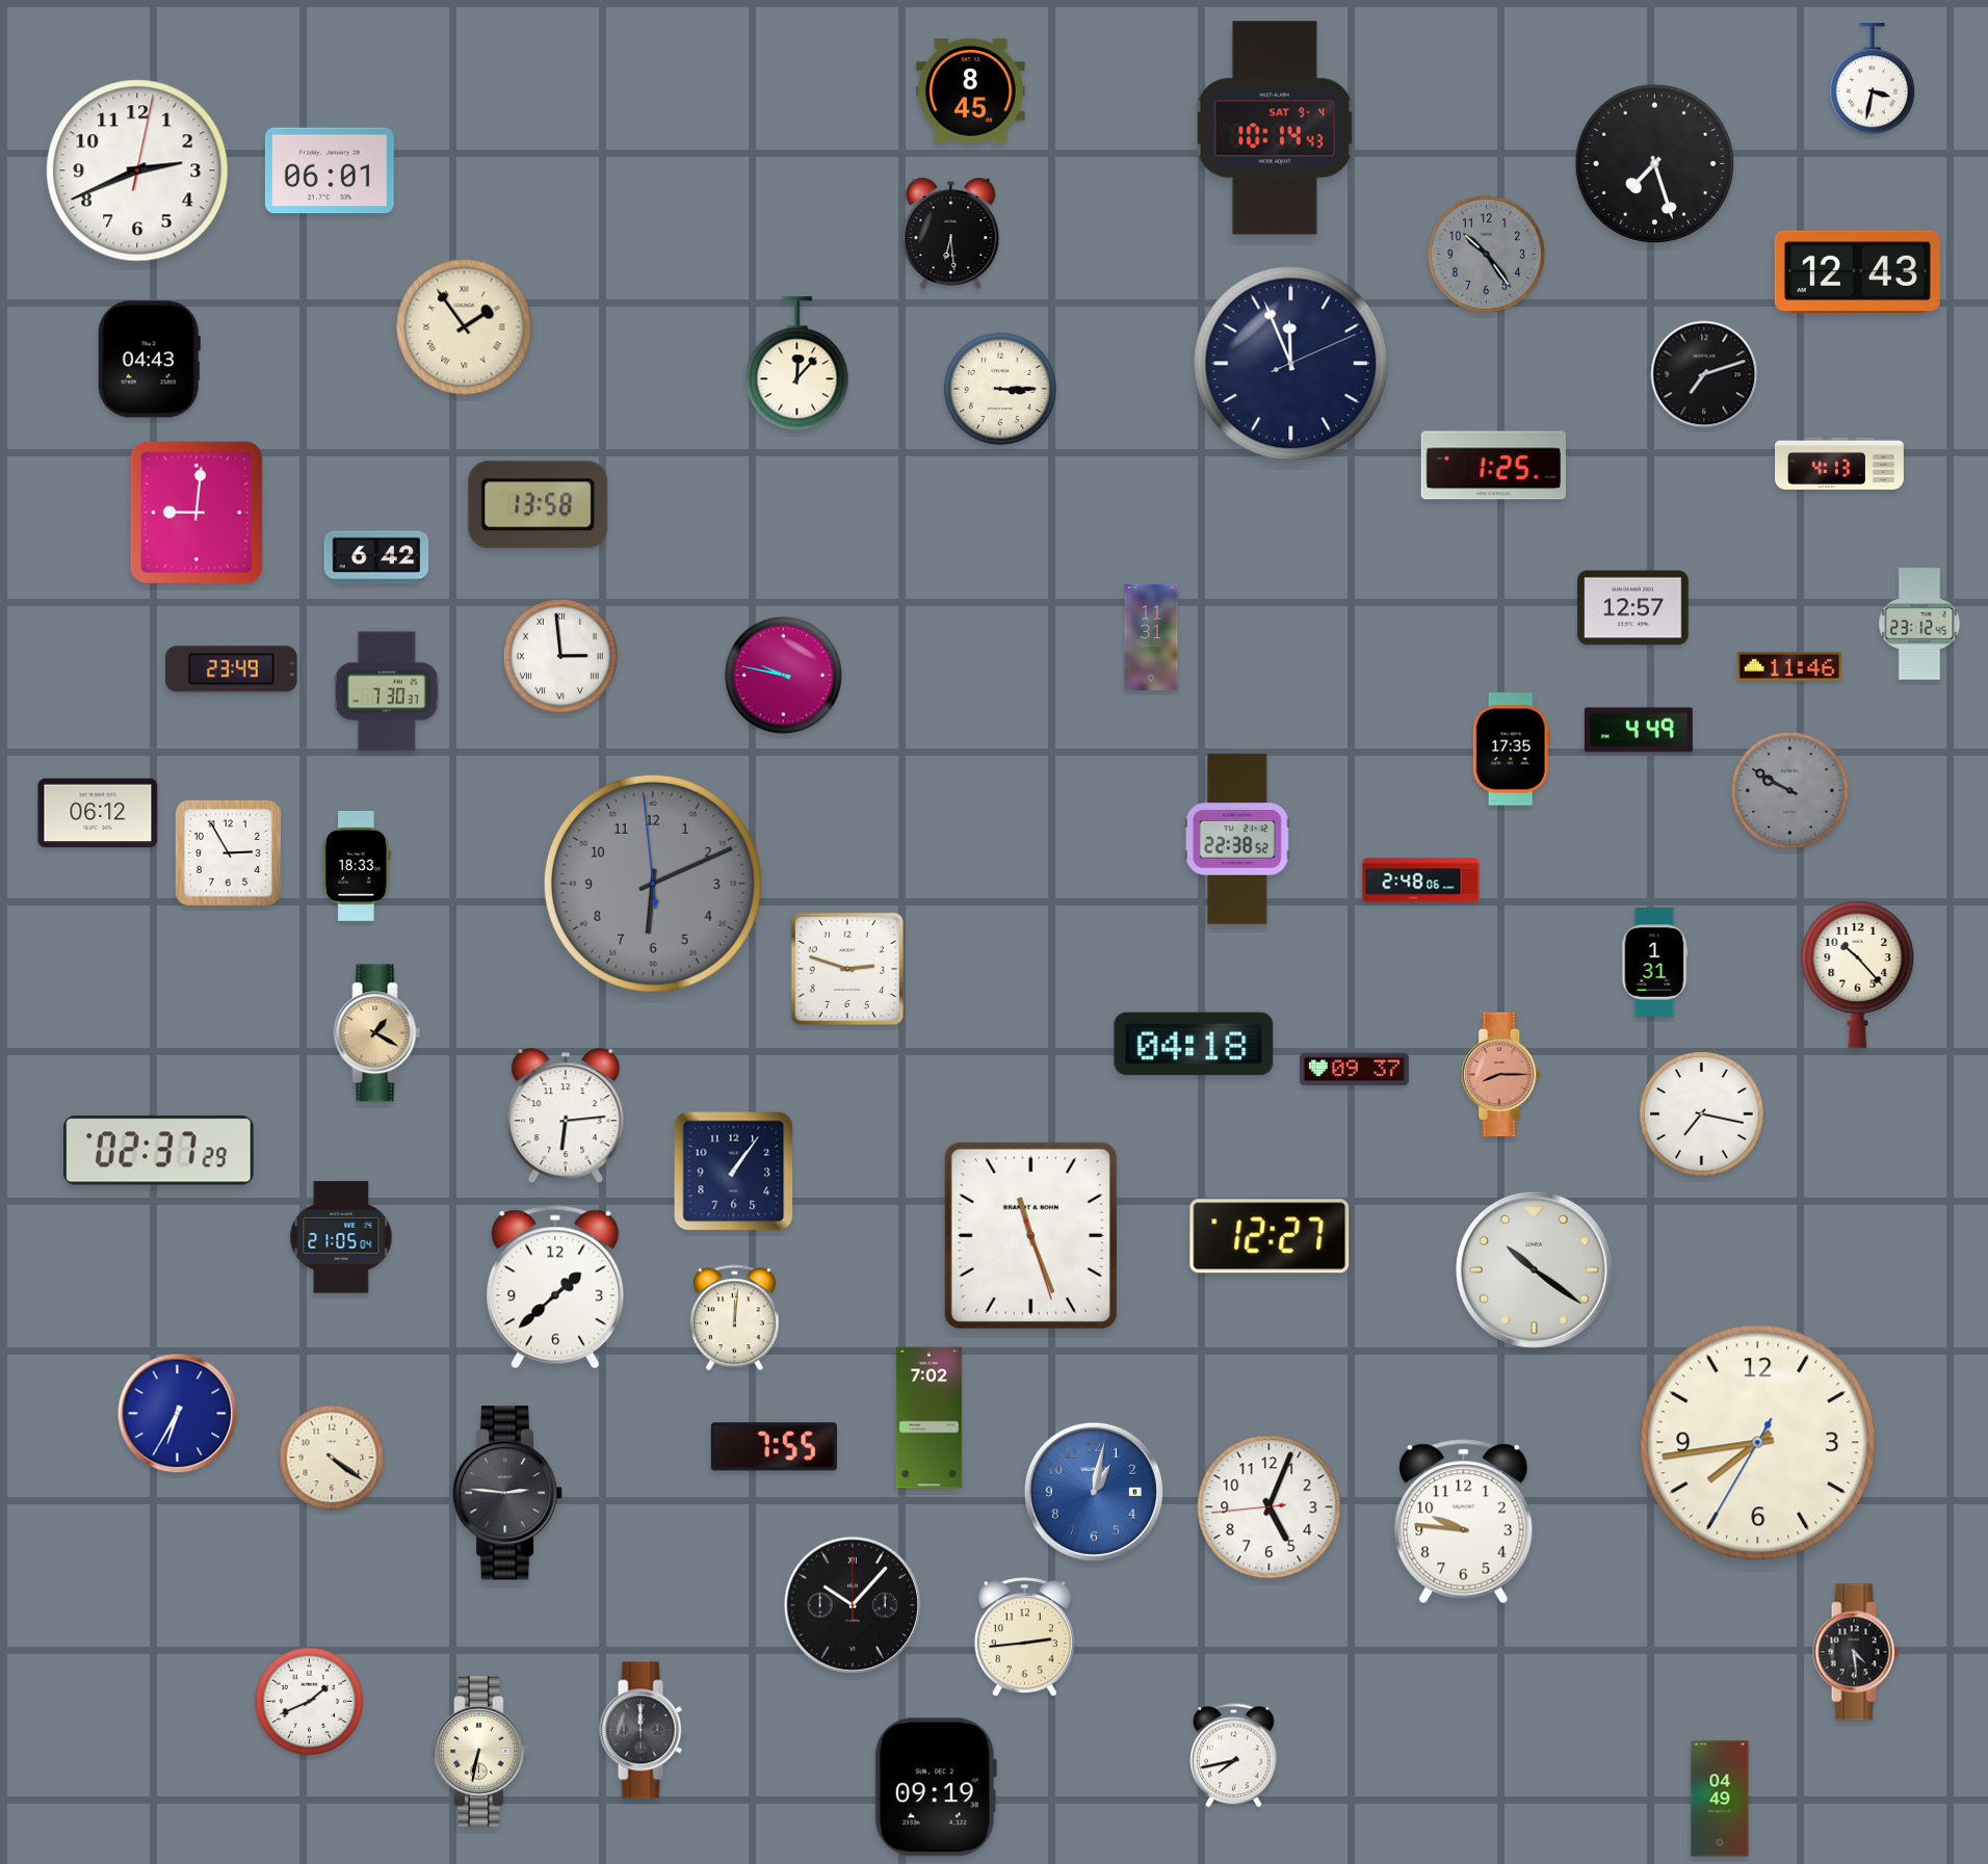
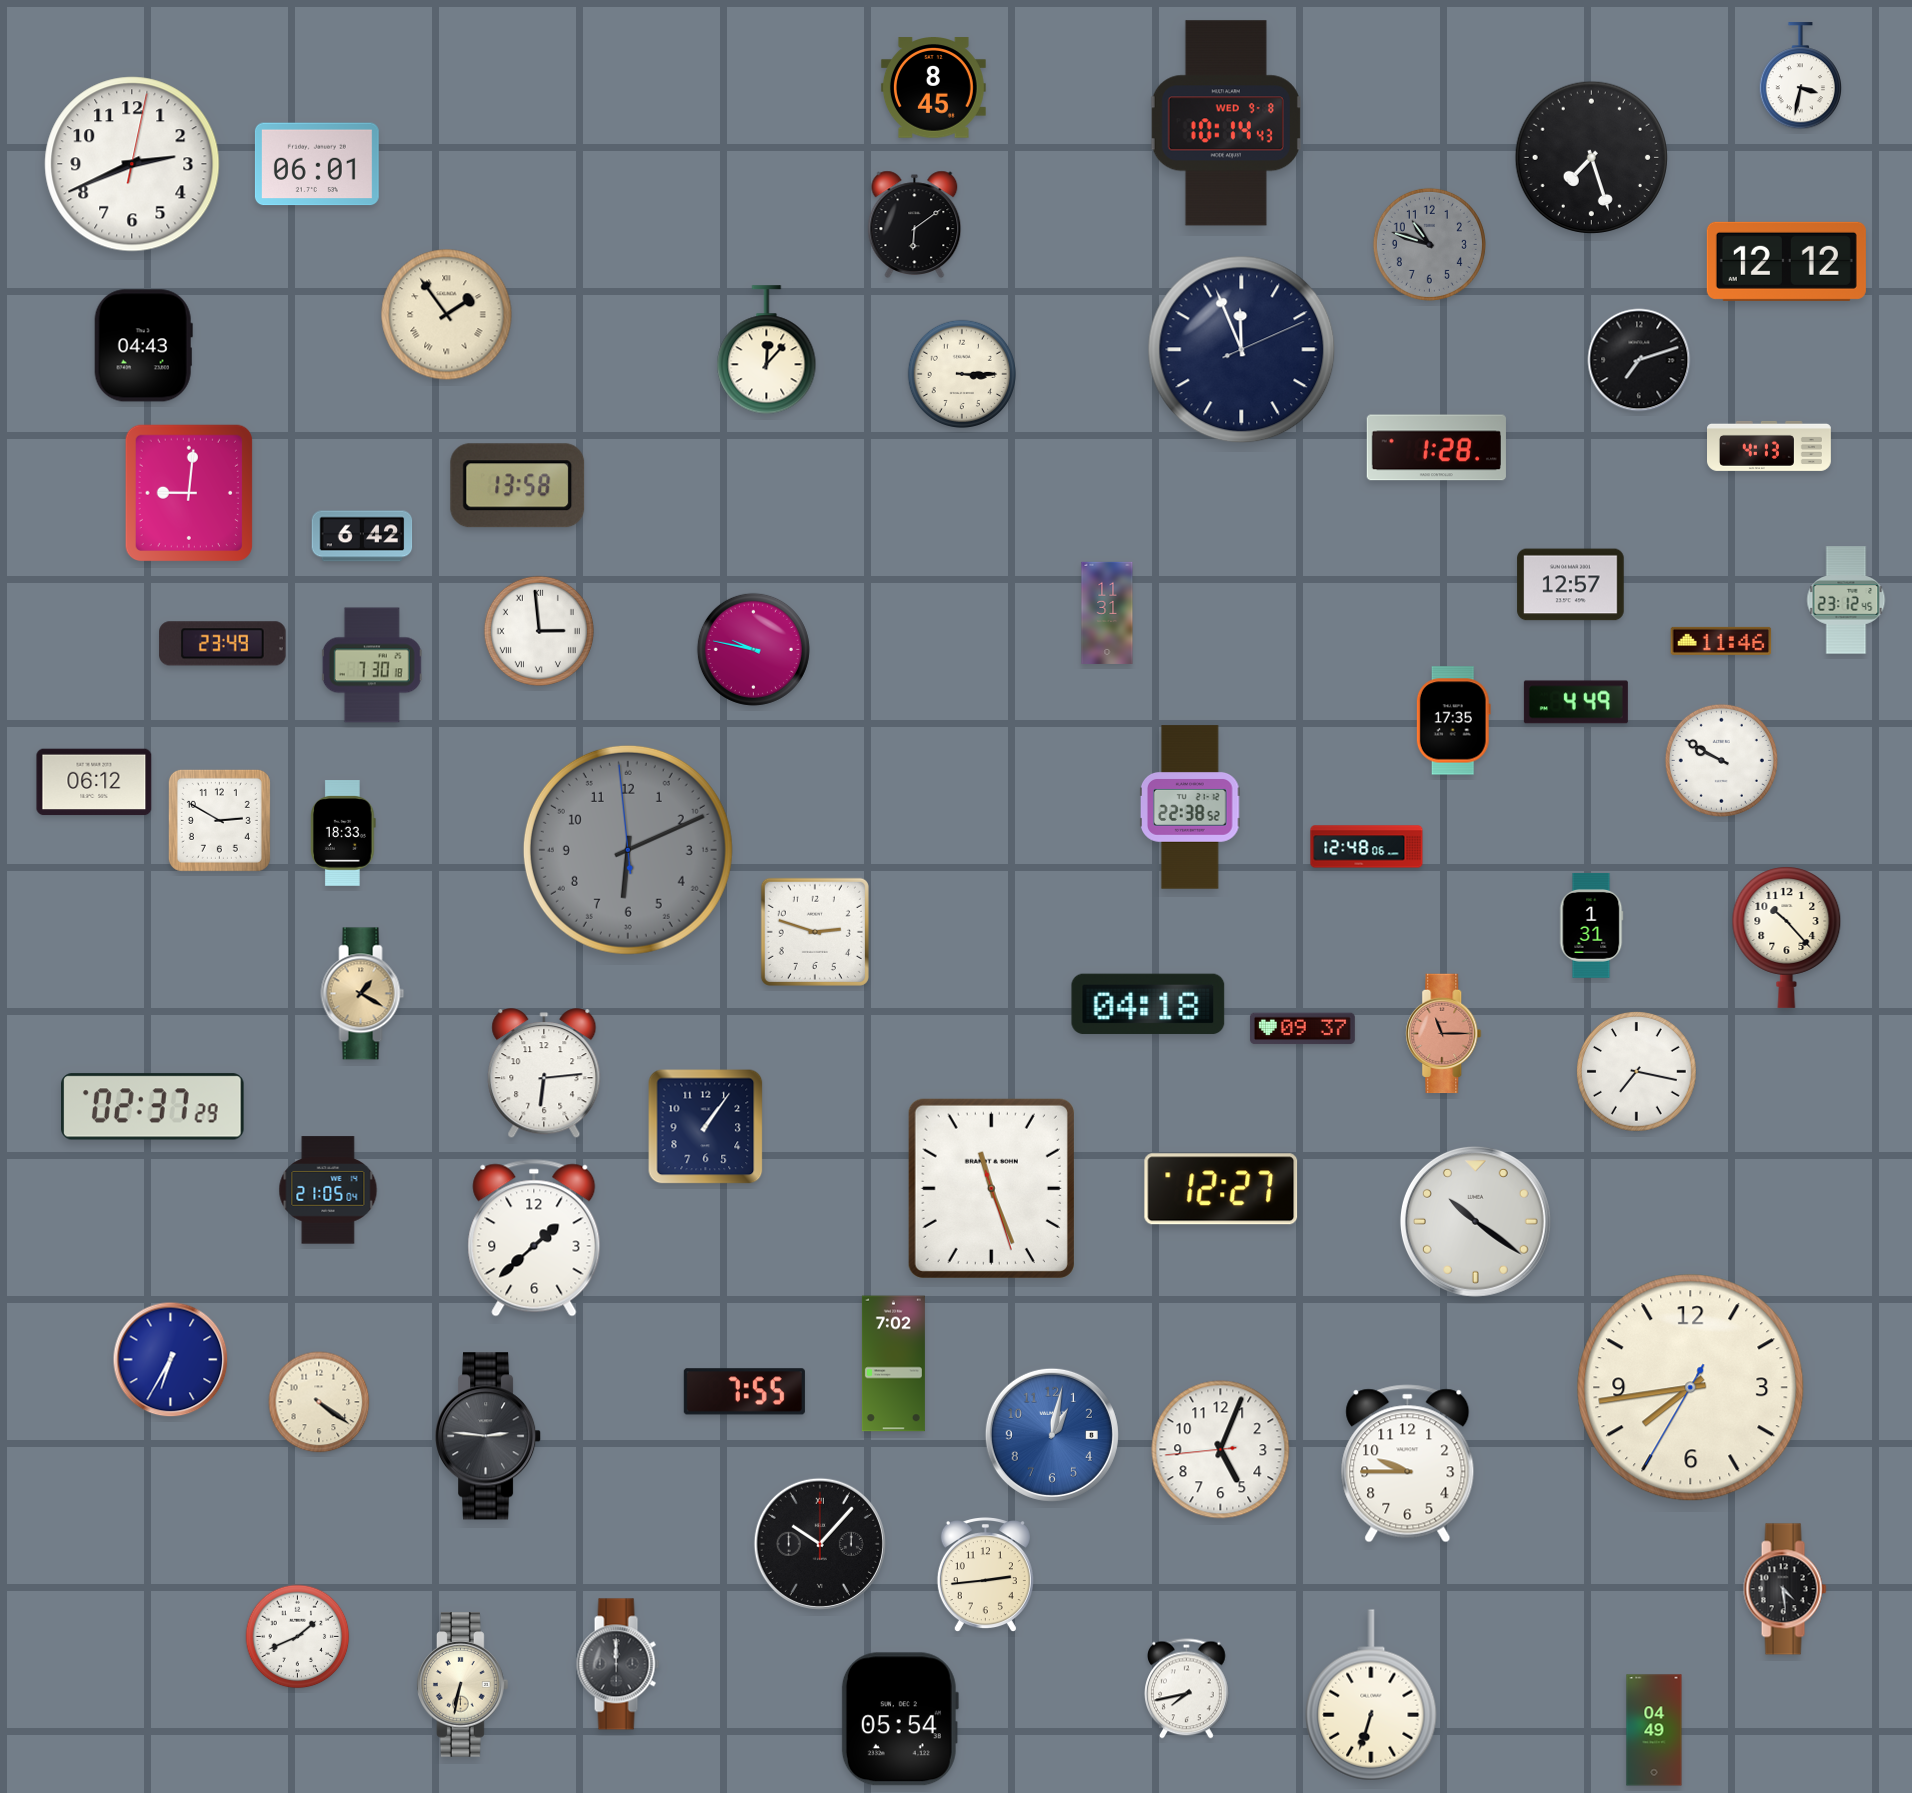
clock at (1275, 128) date: SAT 9-4 -> WED 9-8
clock at (951, 233): 6:29 -> 6:09
clock at (1486, 254): 10:24 -> 10:48
clock at (1857, 271): 12:43 -> 12:12
clock at (1493, 466): 1:25 -> 1:28
clock at (387, 691): 7:30:37 -> 7:30:18
clock at (1789, 790) dial: grey -> white
clock at (228, 852): 2:55 -> 2:50
clock at (1421, 881): 2:48 -> 12:48
clock at (1501, 1075): 8:15 -> 11:15
clock at (734, 1318): 12:01 -> none
clock at (1464, 1522): 9:46 -> 9:45
clock at (1371, 1695): none -> 6:33
clock at (936, 1787): 09:19 -> 05:54
